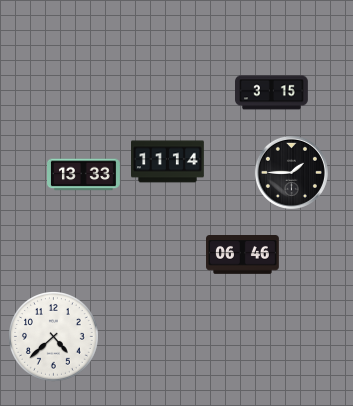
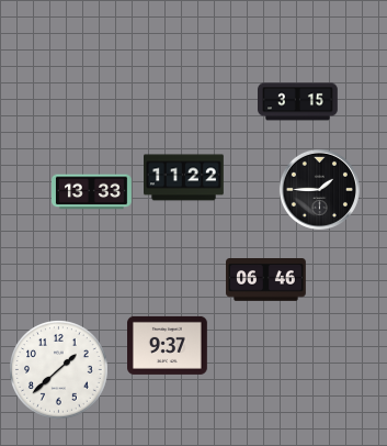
clock at (168, 162): 11:14 -> 11:22
clock at (168, 345): none -> 9:37
clock at (54, 337): 4:38 -> 1:38
